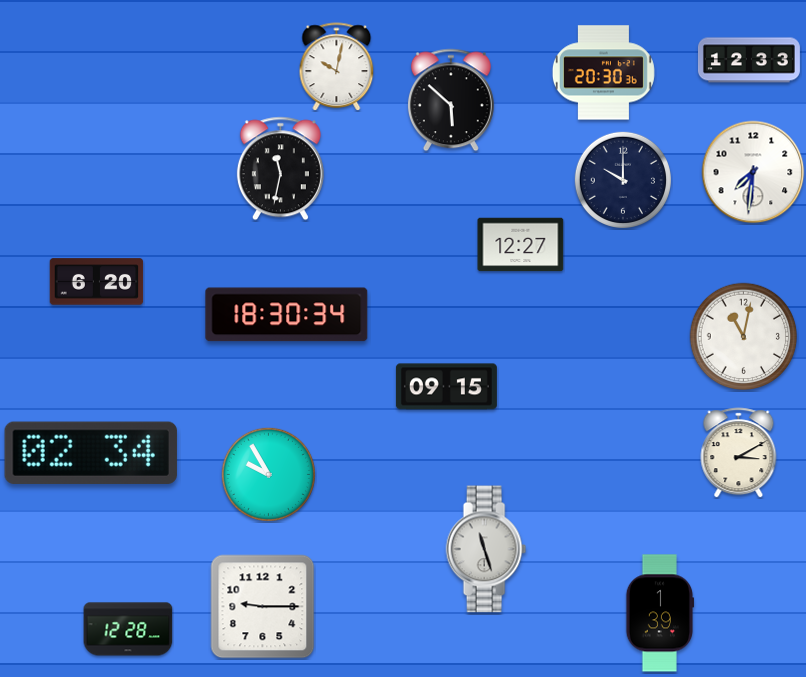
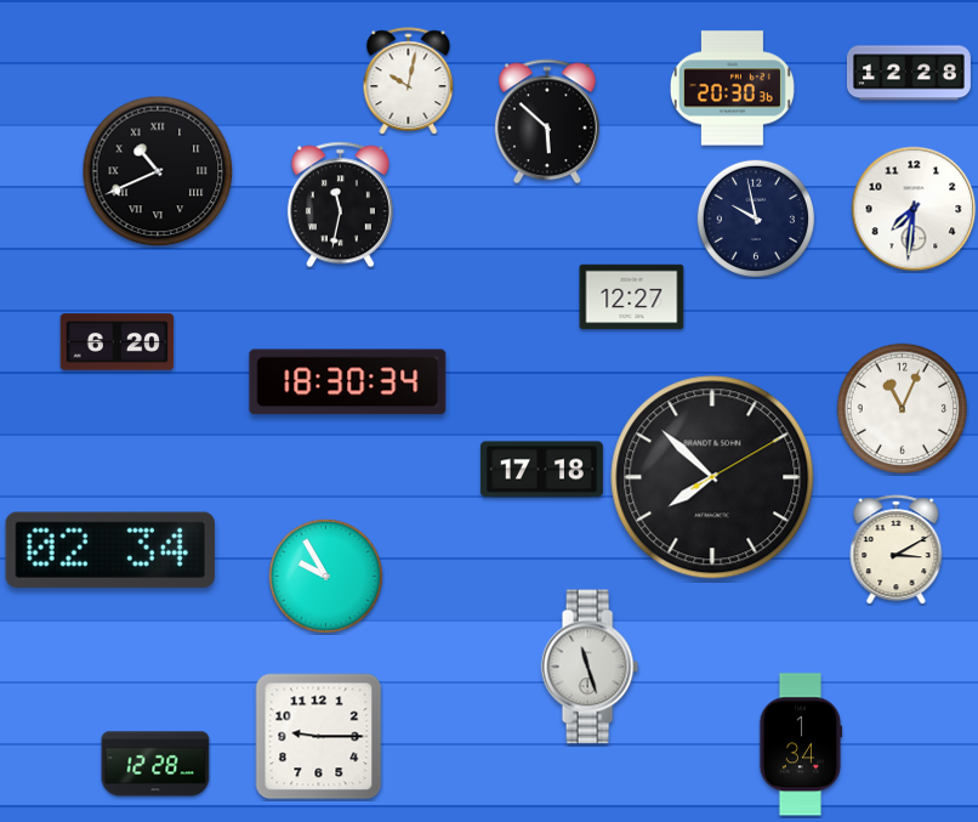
clock at (749, 60): 12:33 -> 12:28
clock at (158, 171): none -> 10:41
clock at (622, 179): 10:00 -> 9:58
clock at (744, 337): 11:02 -> 11:04
clock at (446, 387): 09:15 -> 17:18
clock at (712, 477): none -> 7:52
clock at (660, 613): 1:39 -> 1:34
